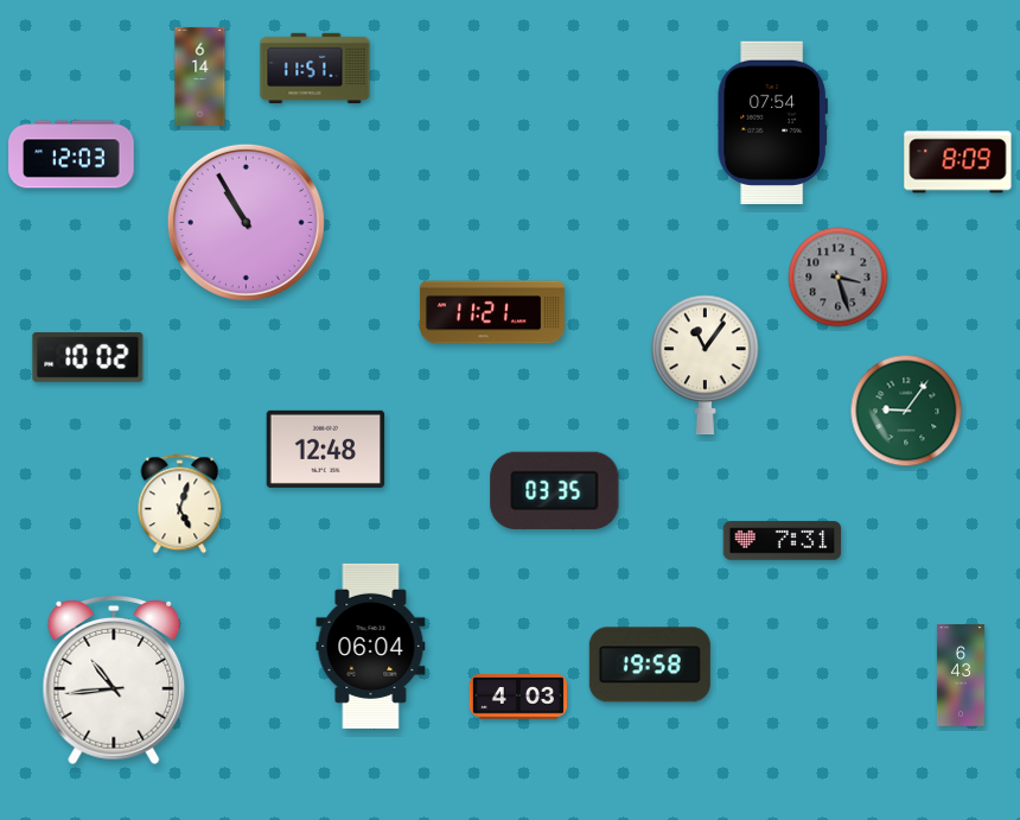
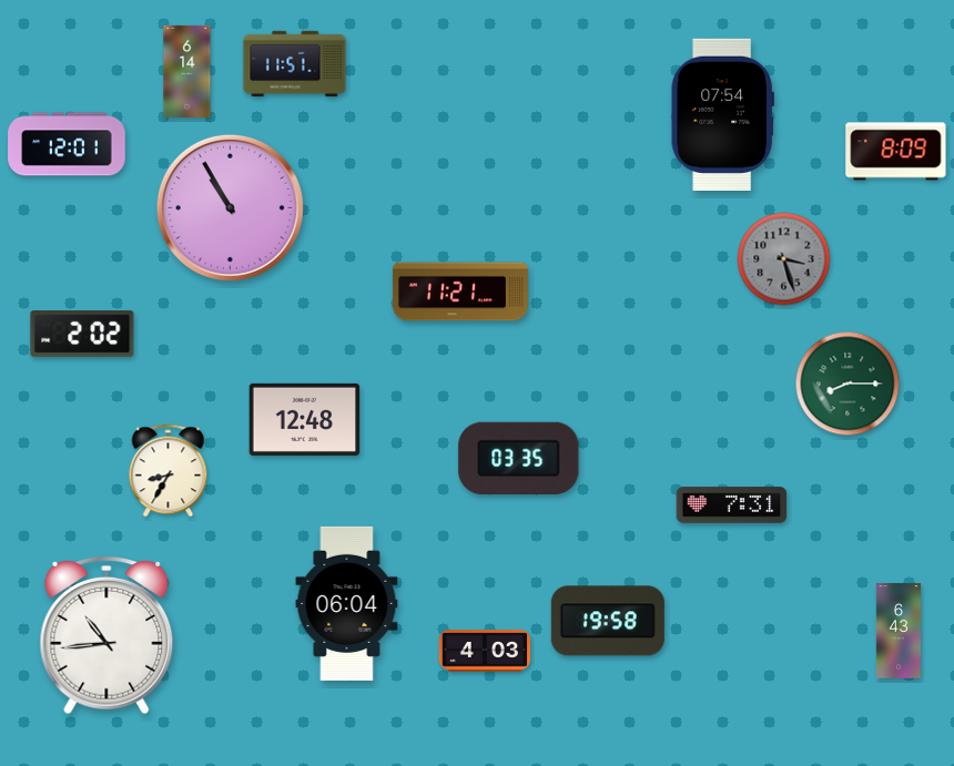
clock at (71, 154): 12:03 -> 12:01
clock at (88, 358): 10:02 -> 2:02
clock at (706, 365): 11:06 -> none
clock at (906, 411): 9:06 -> 8:15
clock at (180, 504): 5:03 -> 8:35
